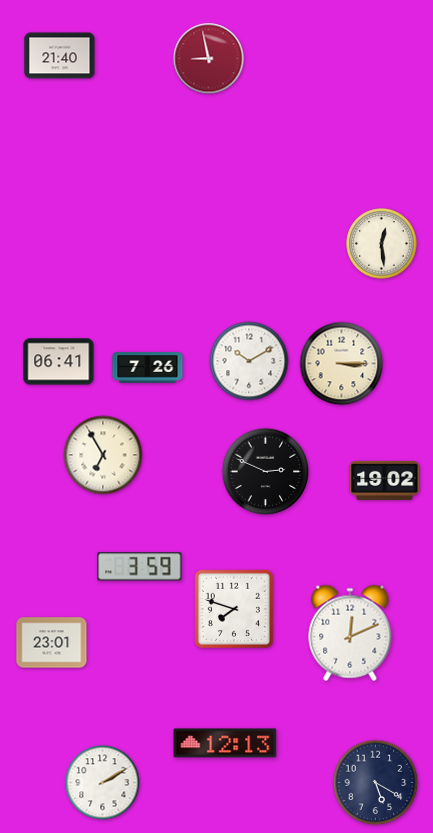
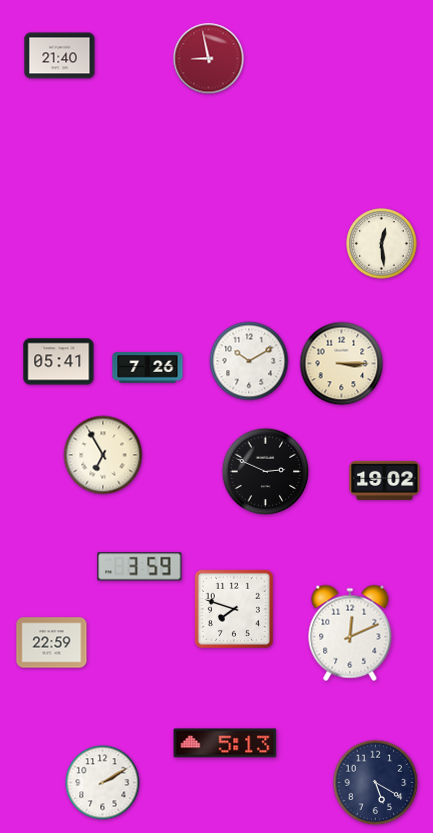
clock at (59, 362): 06:41 -> 05:41
clock at (52, 643): 23:01 -> 22:59
clock at (225, 743): 12:13 -> 5:13
